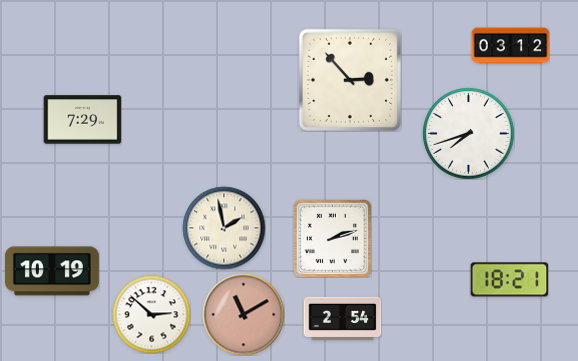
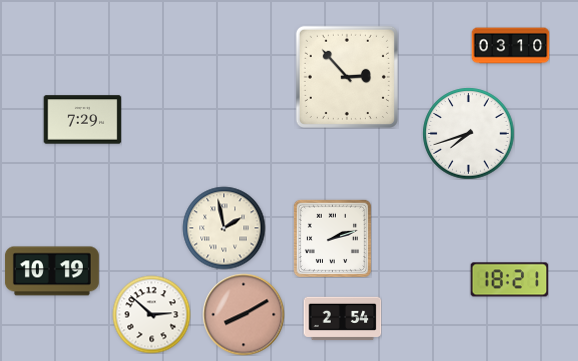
clock at (510, 46): 03:12 -> 03:10
clock at (350, 80) position: (350, 80) -> (347, 77)
clock at (243, 314): 11:10 -> 8:10
